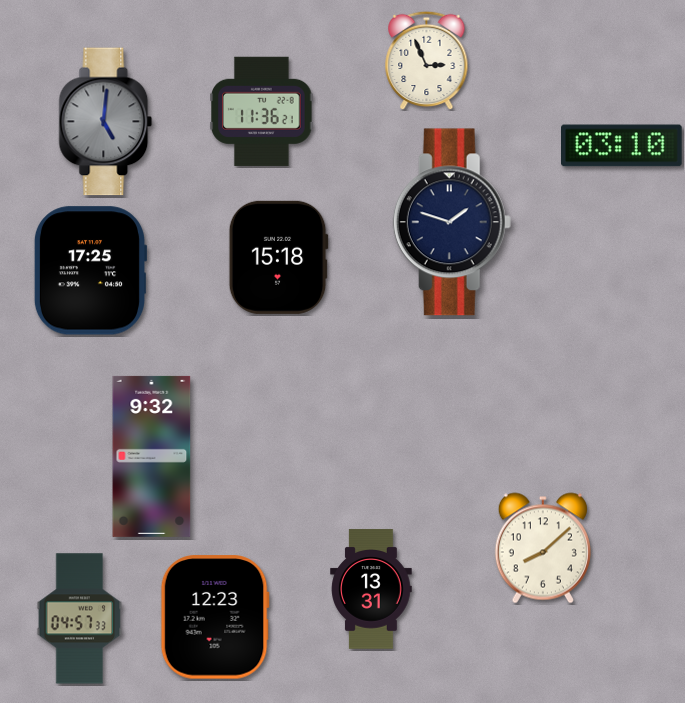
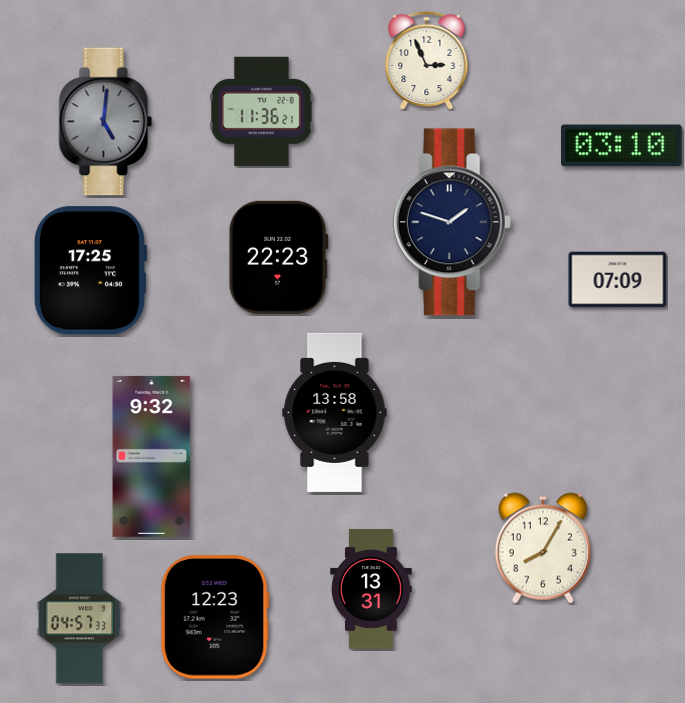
clock at (278, 257): 15:18 -> 22:23
clock at (618, 280): none -> 07:09
clock at (335, 412): none -> 13:58
clock at (543, 548): 8:08 -> 8:05
